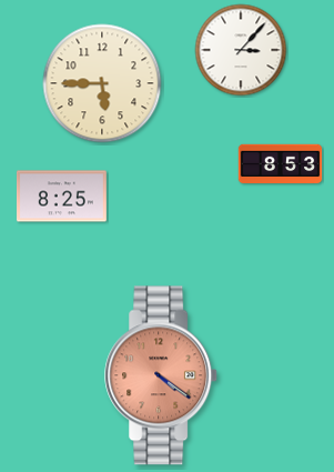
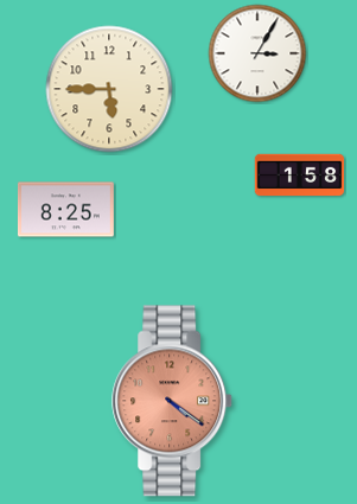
clock at (241, 50): 3:07 -> 3:05
clock at (281, 164): 8:53 -> 1:58
